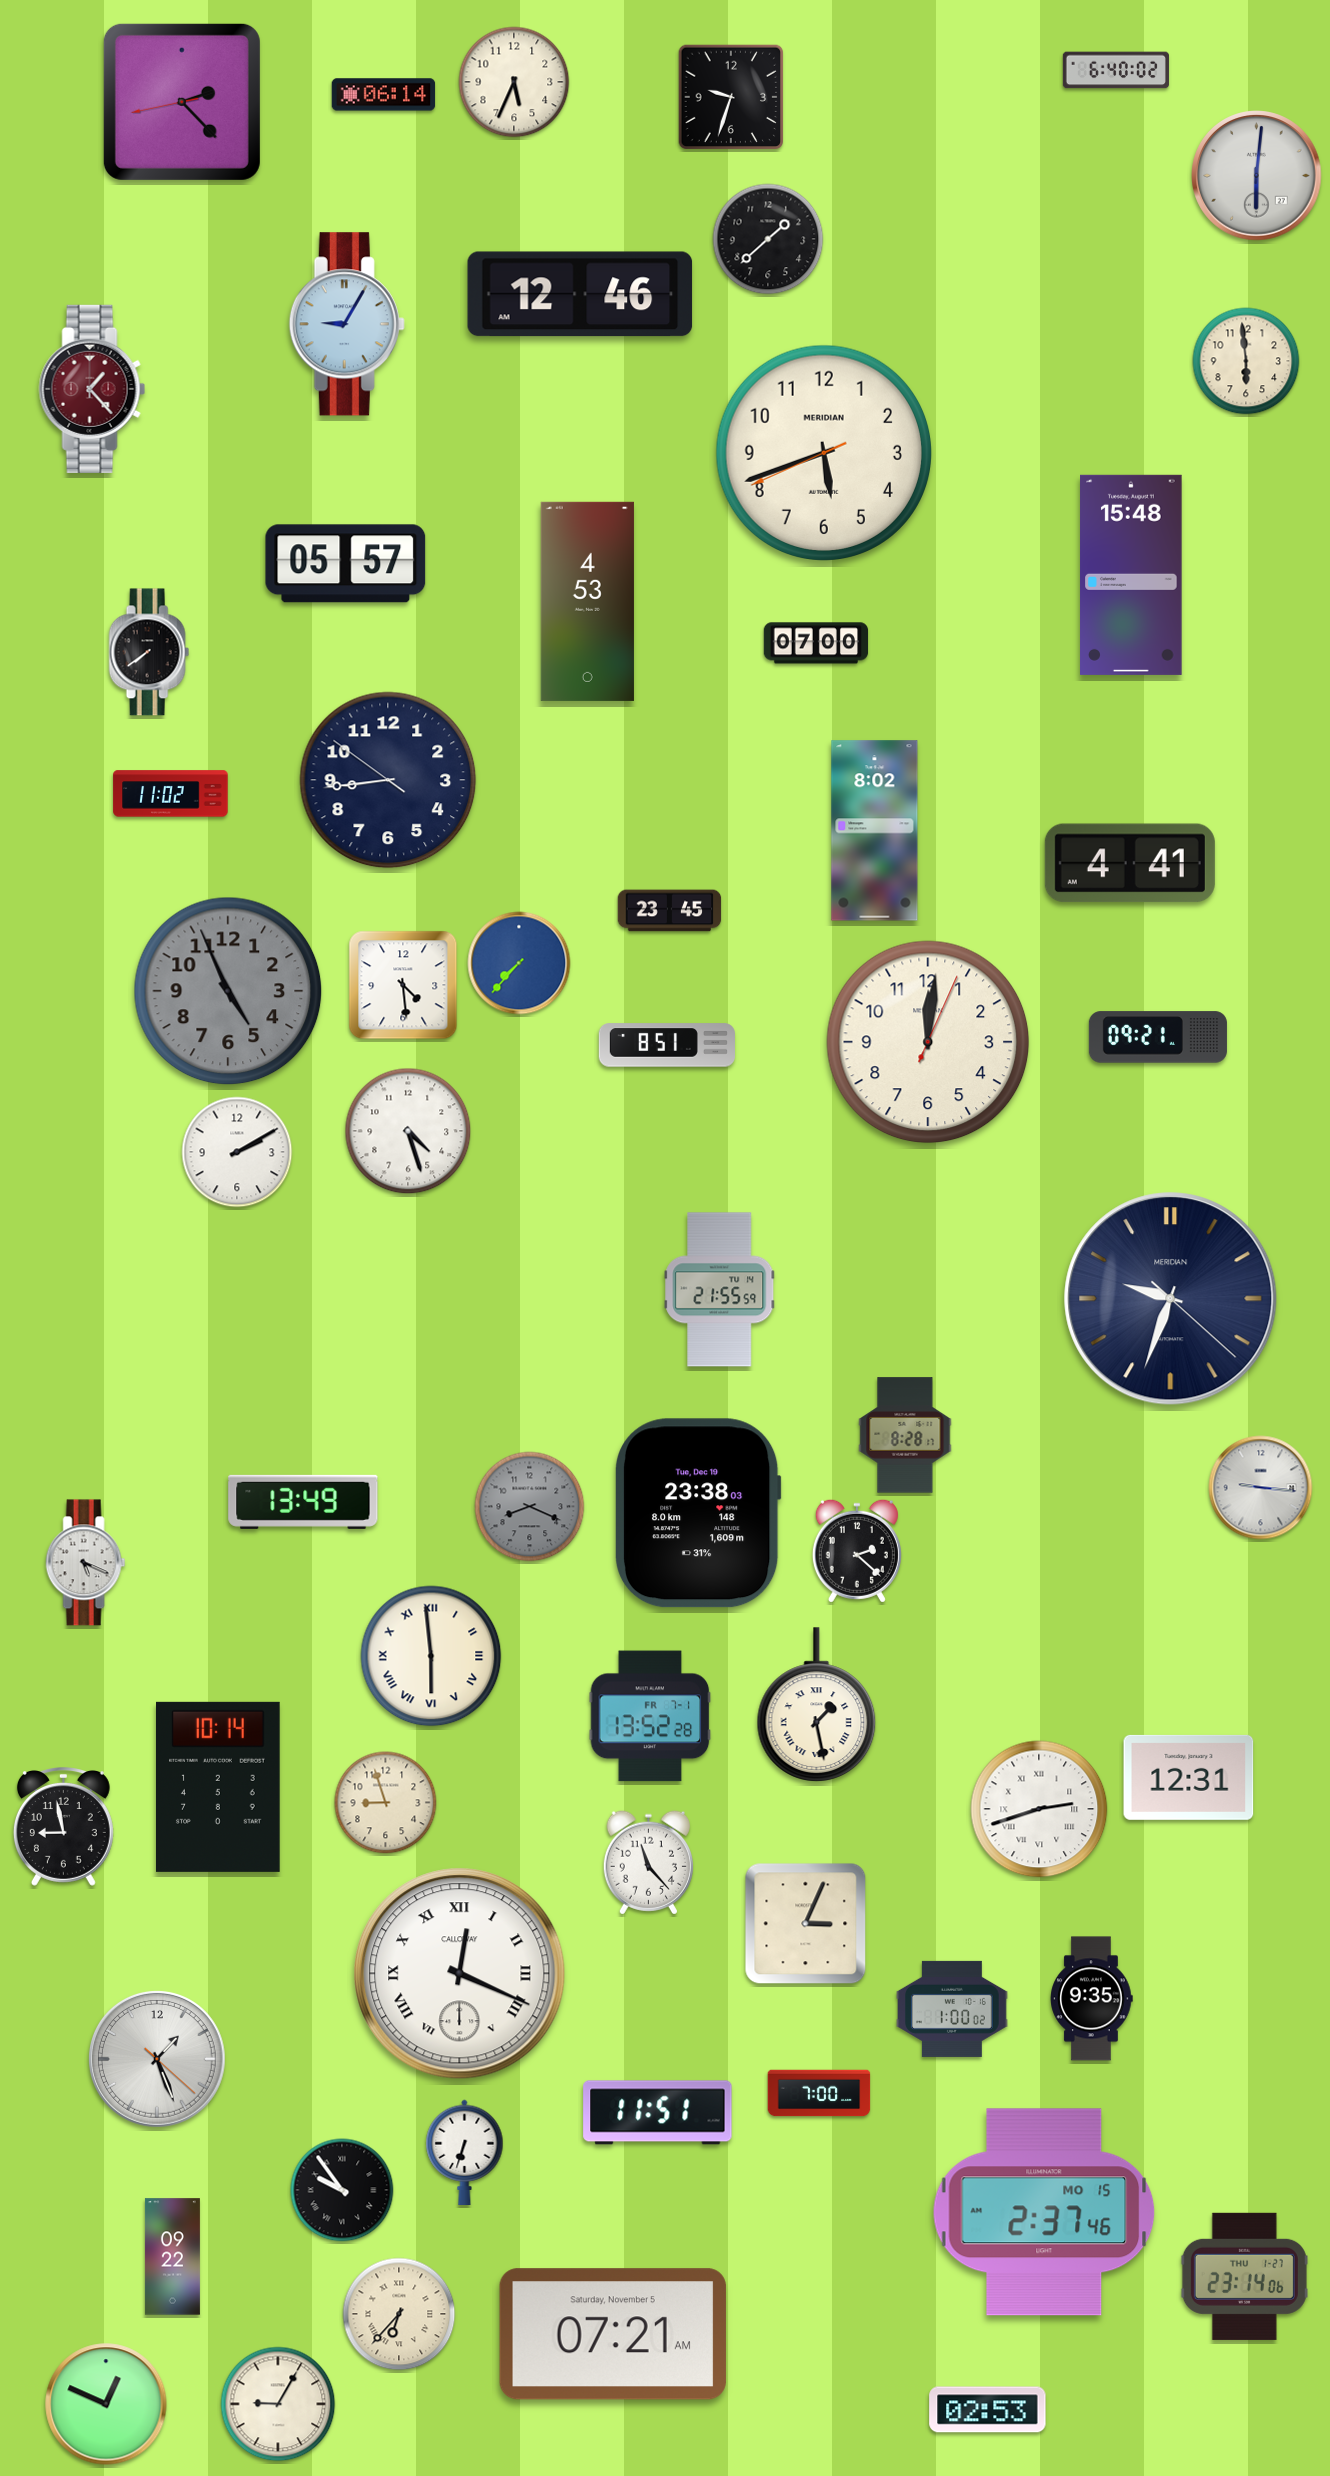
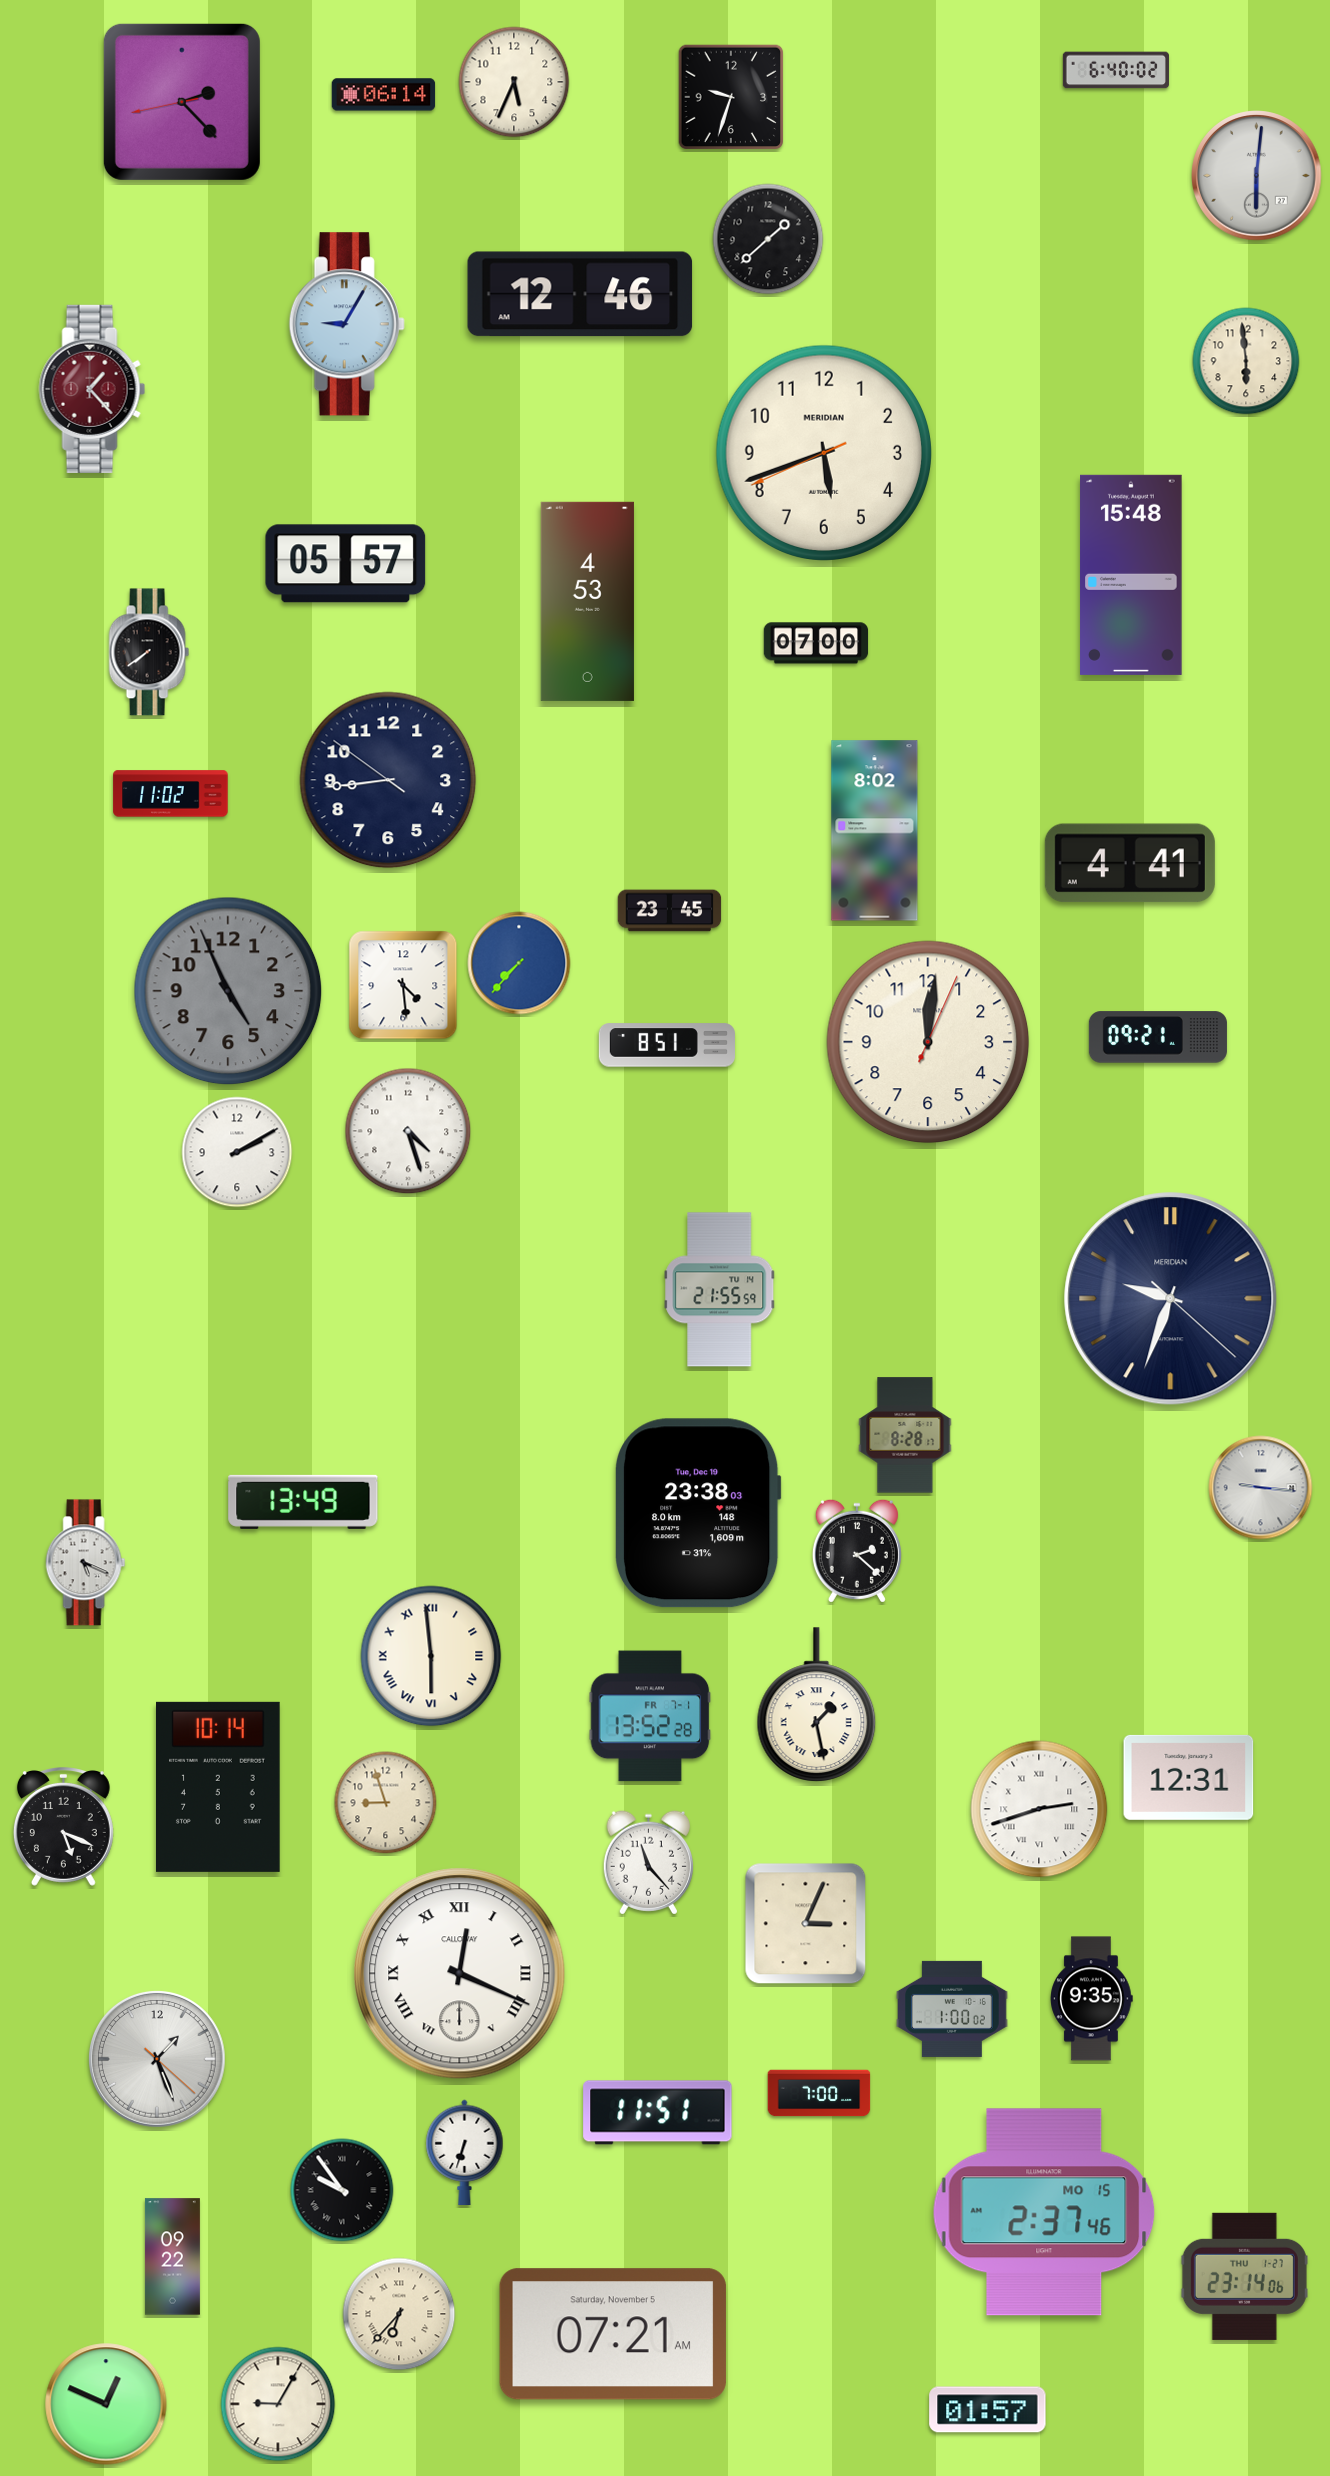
clock at (530, 1507): 8:19 -> none
clock at (63, 1827): 8:58 -> 5:19
clock at (988, 2410): 02:53 -> 01:57
